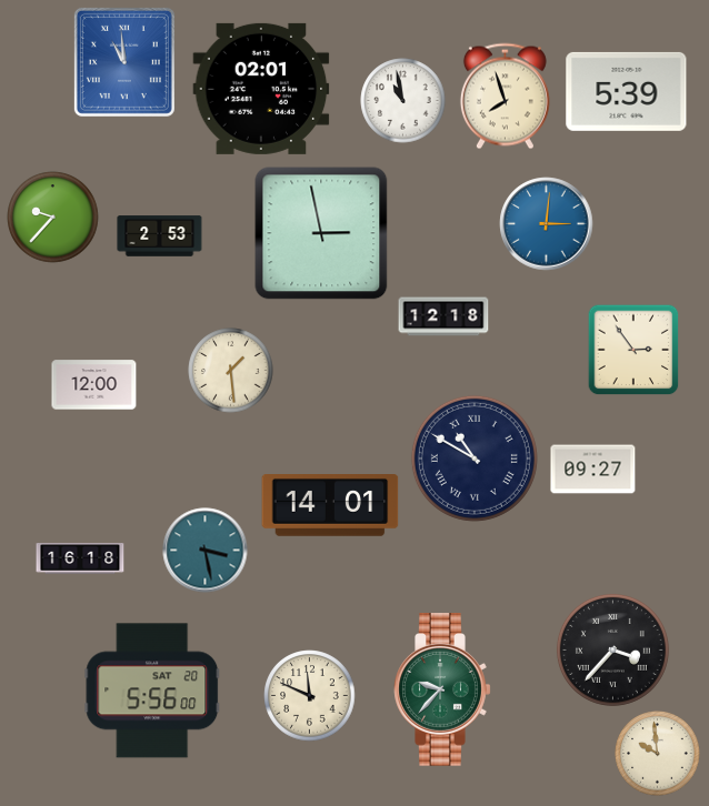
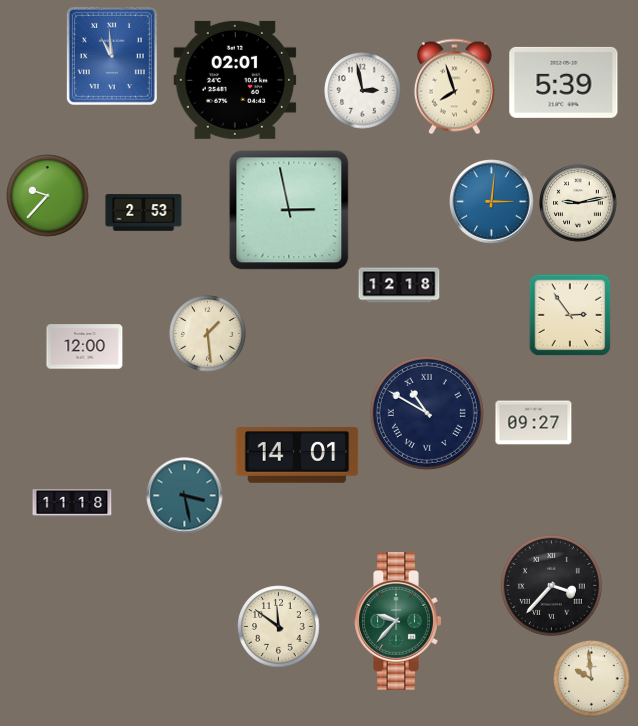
clock at (403, 101): 10:58 -> 2:58
clock at (578, 203): none -> 9:13
clock at (80, 560): 16:18 -> 11:18
clock at (152, 691): 5:56 -> none
clock at (310, 696): 11:49 -> 11:51
